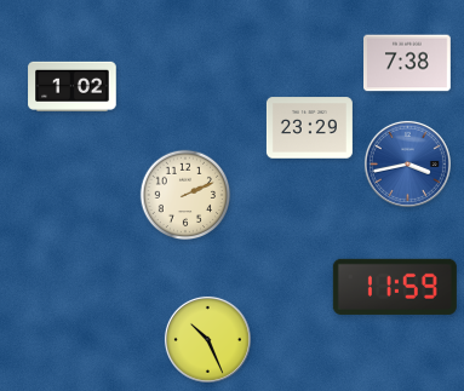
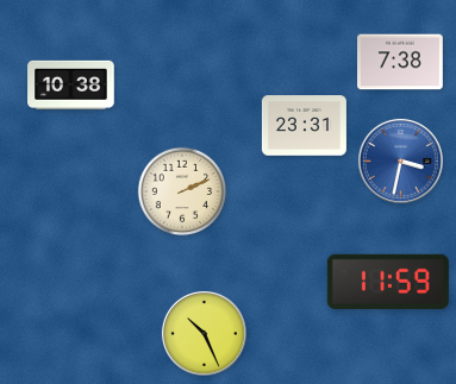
clock at (73, 86): 1:02 -> 10:38
clock at (309, 128): 23:29 -> 23:31
clock at (407, 163): 3:43 -> 3:32
